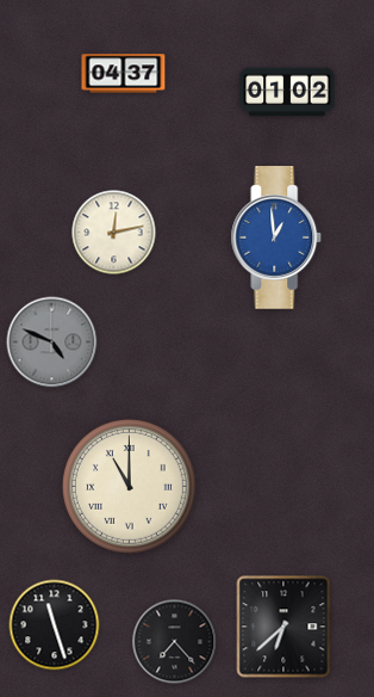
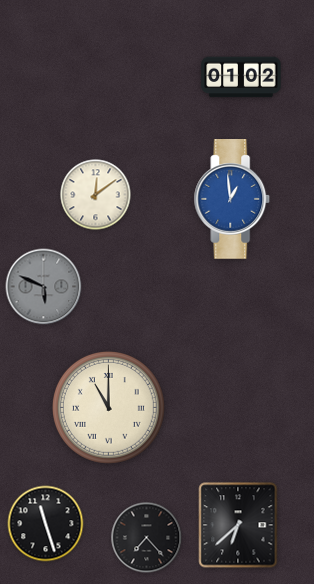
clock at (124, 74): 04:37 -> none
clock at (114, 233): 12:13 -> 12:09
clock at (52, 343): 4:49 -> 5:49
